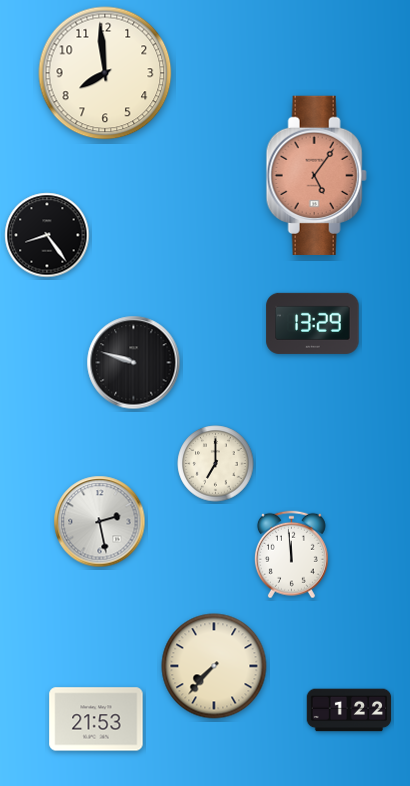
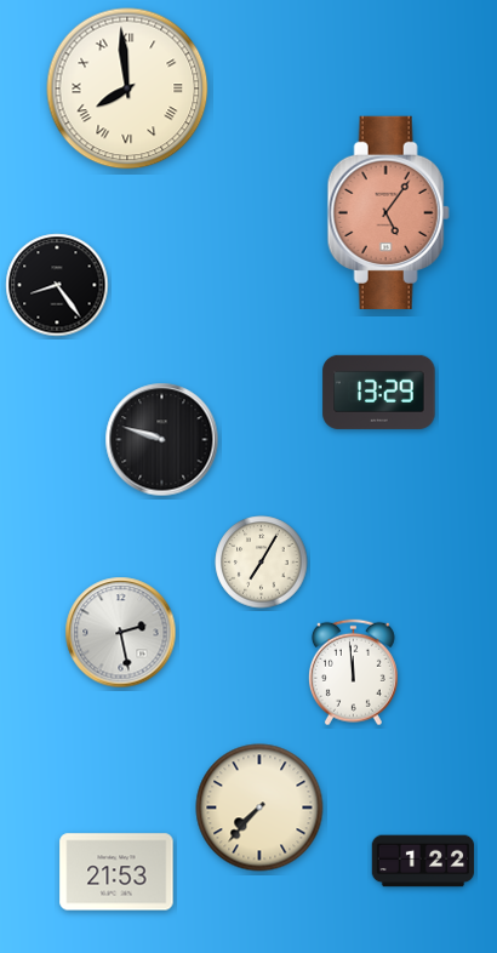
clock at (105, 73) numerals: Arabic -> Roman
clock at (316, 175) position: (316, 175) -> (388, 212)
clock at (216, 464): 7:00 -> 7:05
